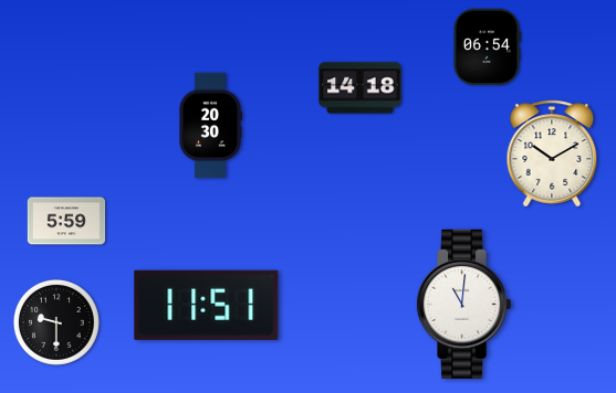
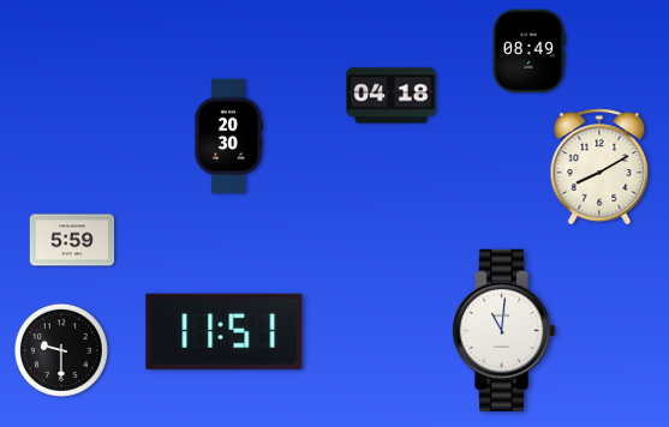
clock at (487, 47): 06:54 -> 08:49
clock at (361, 88): 14:18 -> 04:18
clock at (552, 153): 10:10 -> 8:10
